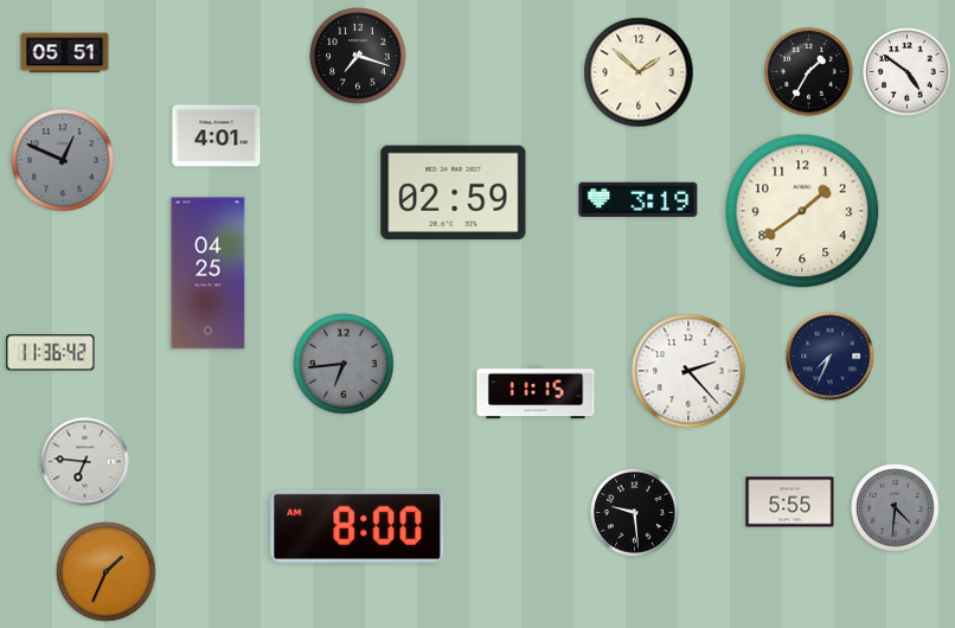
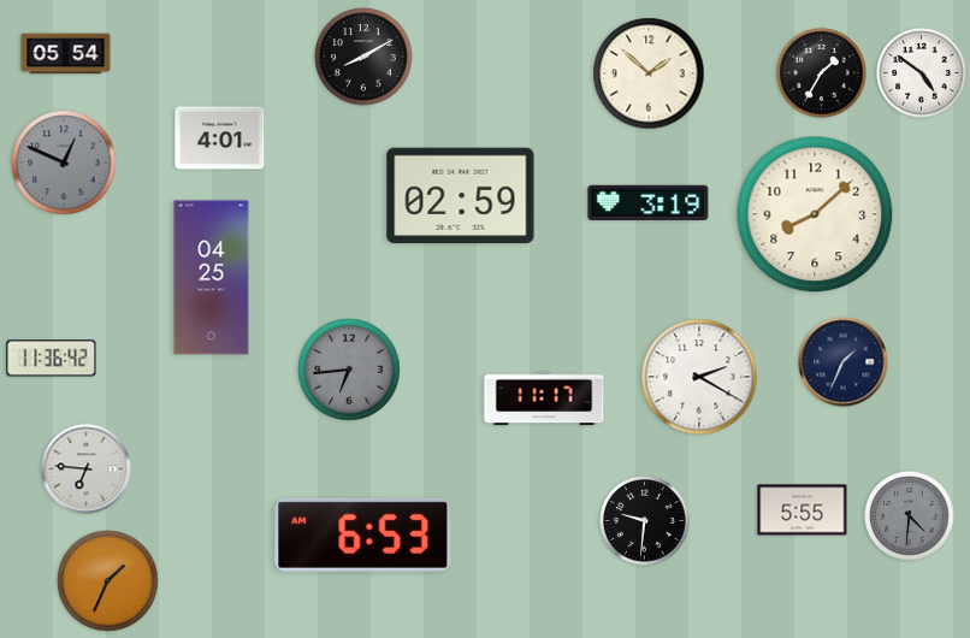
clock at (65, 53): 05:51 -> 05:54
clock at (358, 56): 7:18 -> 8:10
clock at (802, 211): 1:39 -> 8:08
clock at (831, 357): 7:34 -> 1:34
clock at (688, 371): 2:23 -> 2:20
clock at (536, 392): 11:15 -> 11:17
clock at (635, 513): 9:29 -> 9:31
clock at (358, 526): 8:00 -> 6:53
